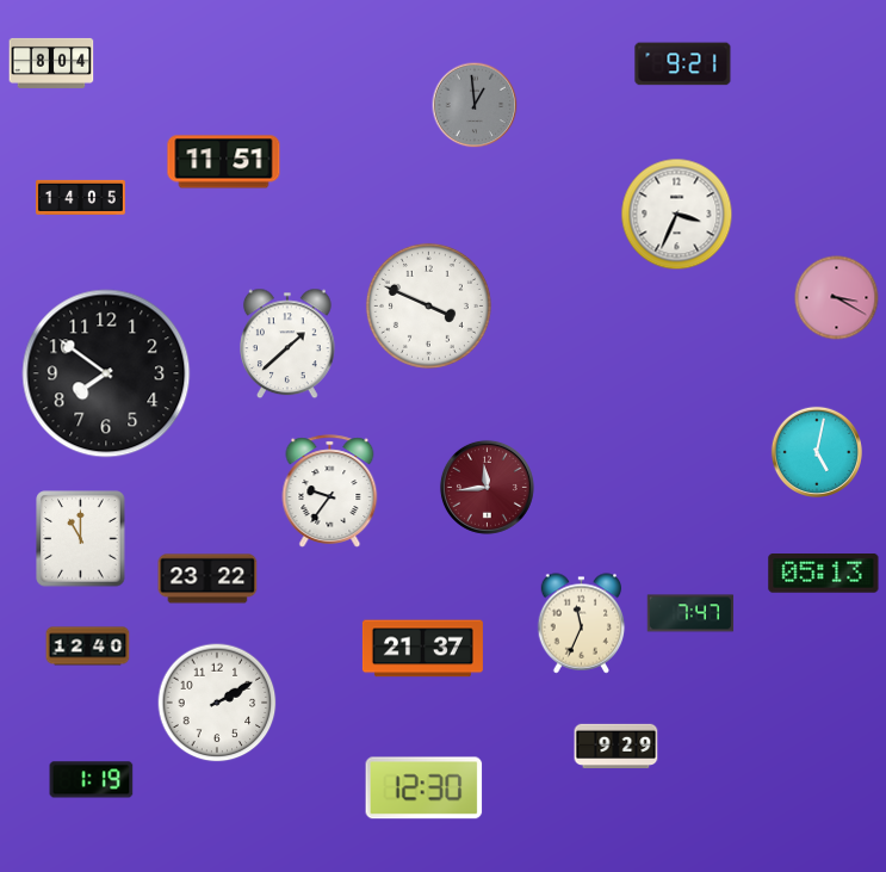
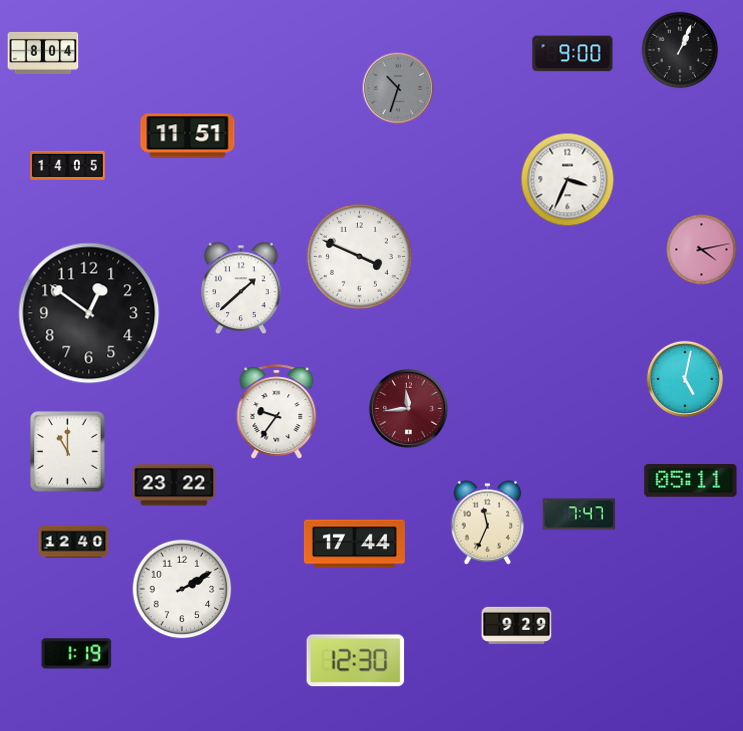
clock at (680, 50): none -> 1:04
clock at (683, 64): 9:21 -> 9:00
clock at (475, 105): 12:59 -> 10:33
clock at (837, 298): 3:20 -> 4:13
clock at (106, 373): 7:51 -> 12:51
clock at (824, 574): 05:13 -> 05:11
clock at (422, 649): 21:37 -> 17:44
